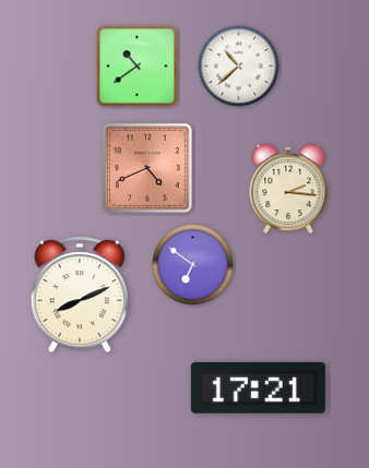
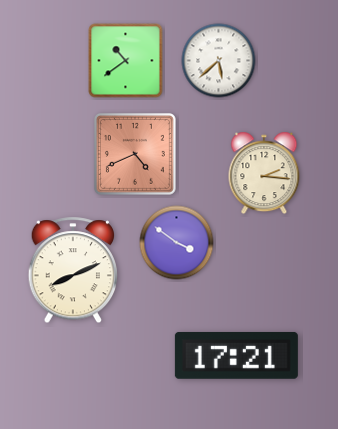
clock at (239, 67): 10:38 -> 5:38
clock at (193, 265): 6:51 -> 3:51
